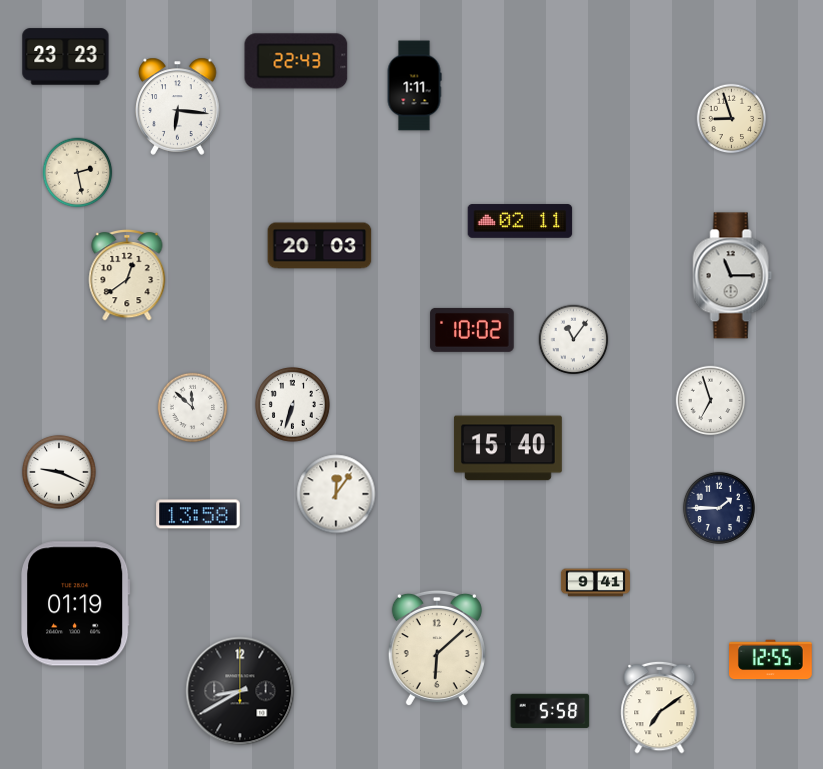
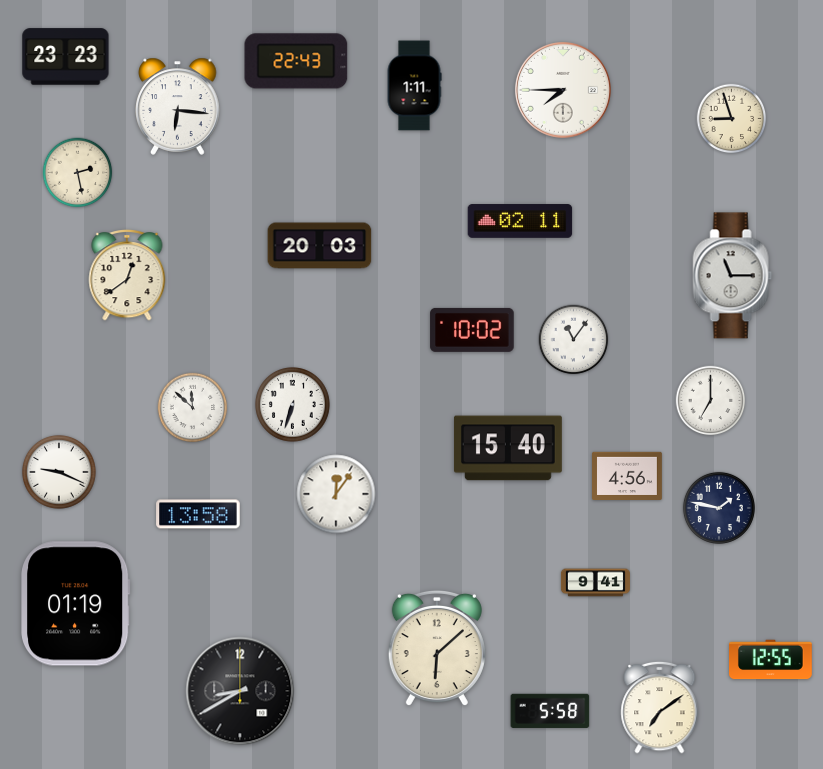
clock at (563, 90): none -> 7:45
clock at (711, 401): 6:57 -> 7:00
clock at (628, 475): none -> 4:56
clock at (719, 508): 1:45 -> 1:47
